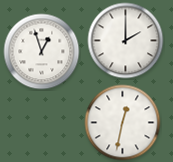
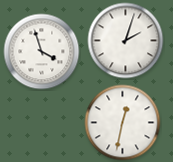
clock at (126, 41): 2:00 -> 2:03
clock at (42, 52): 12:57 -> 3:57
